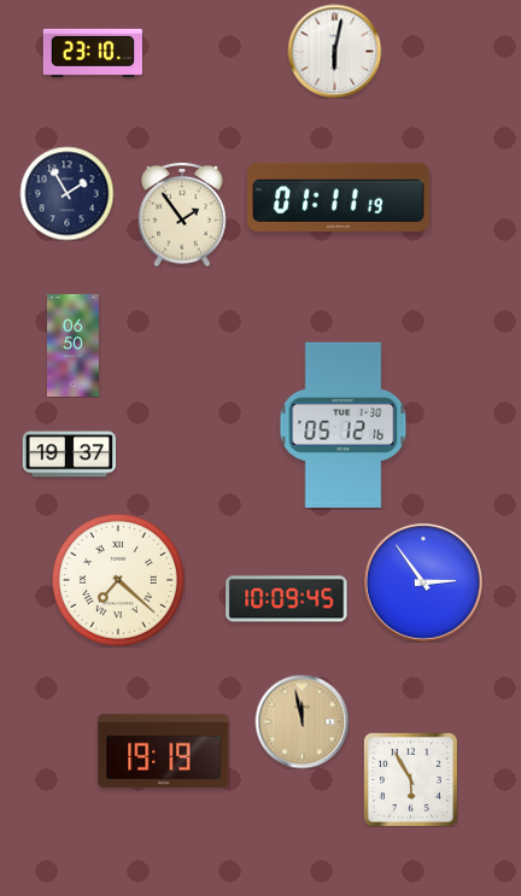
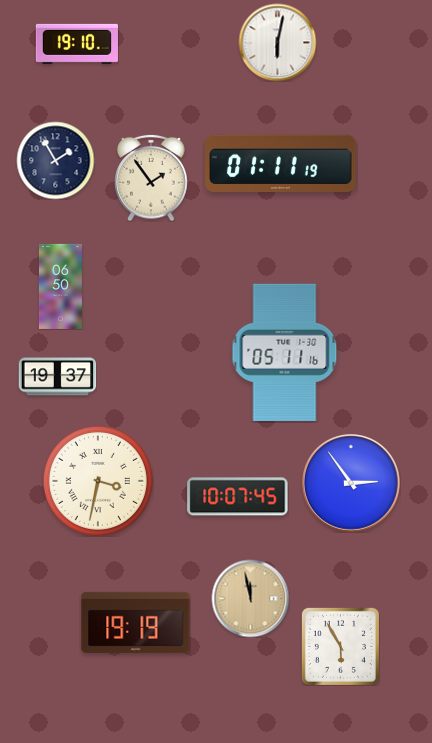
clock at (93, 53): 23:10 -> 19:10
clock at (344, 424): 05:12 -> 05:11
clock at (118, 580): 7:22 -> 3:32
clock at (287, 599): 10:09 -> 10:07
